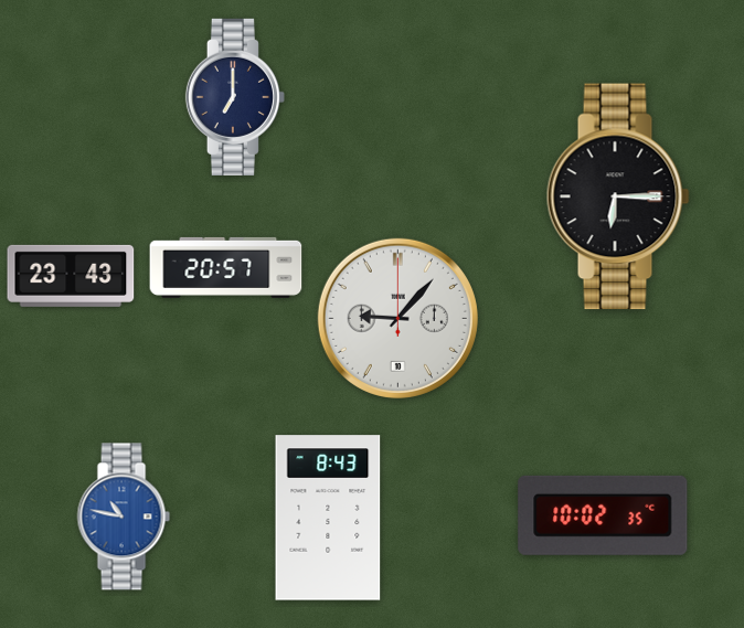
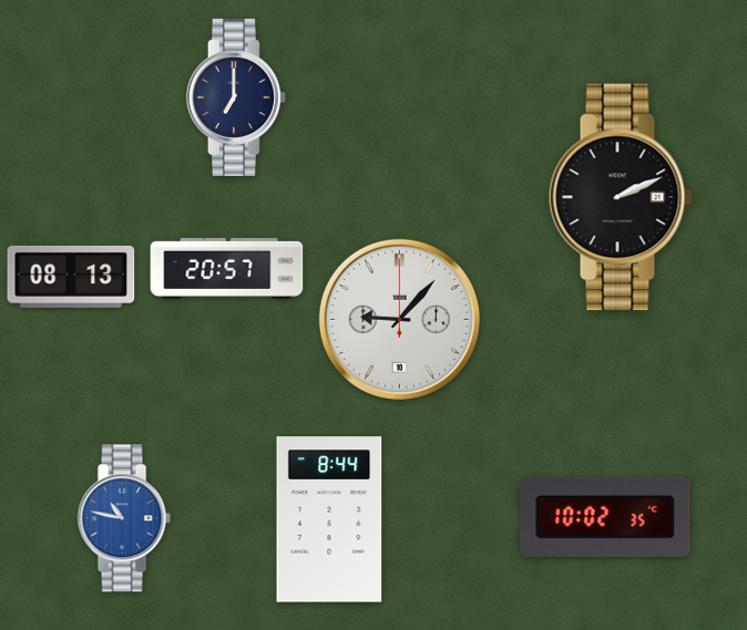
clock at (618, 196): 6:15 -> 2:11
clock at (71, 276): 23:43 -> 08:13
clock at (328, 518): 8:43 -> 8:44
